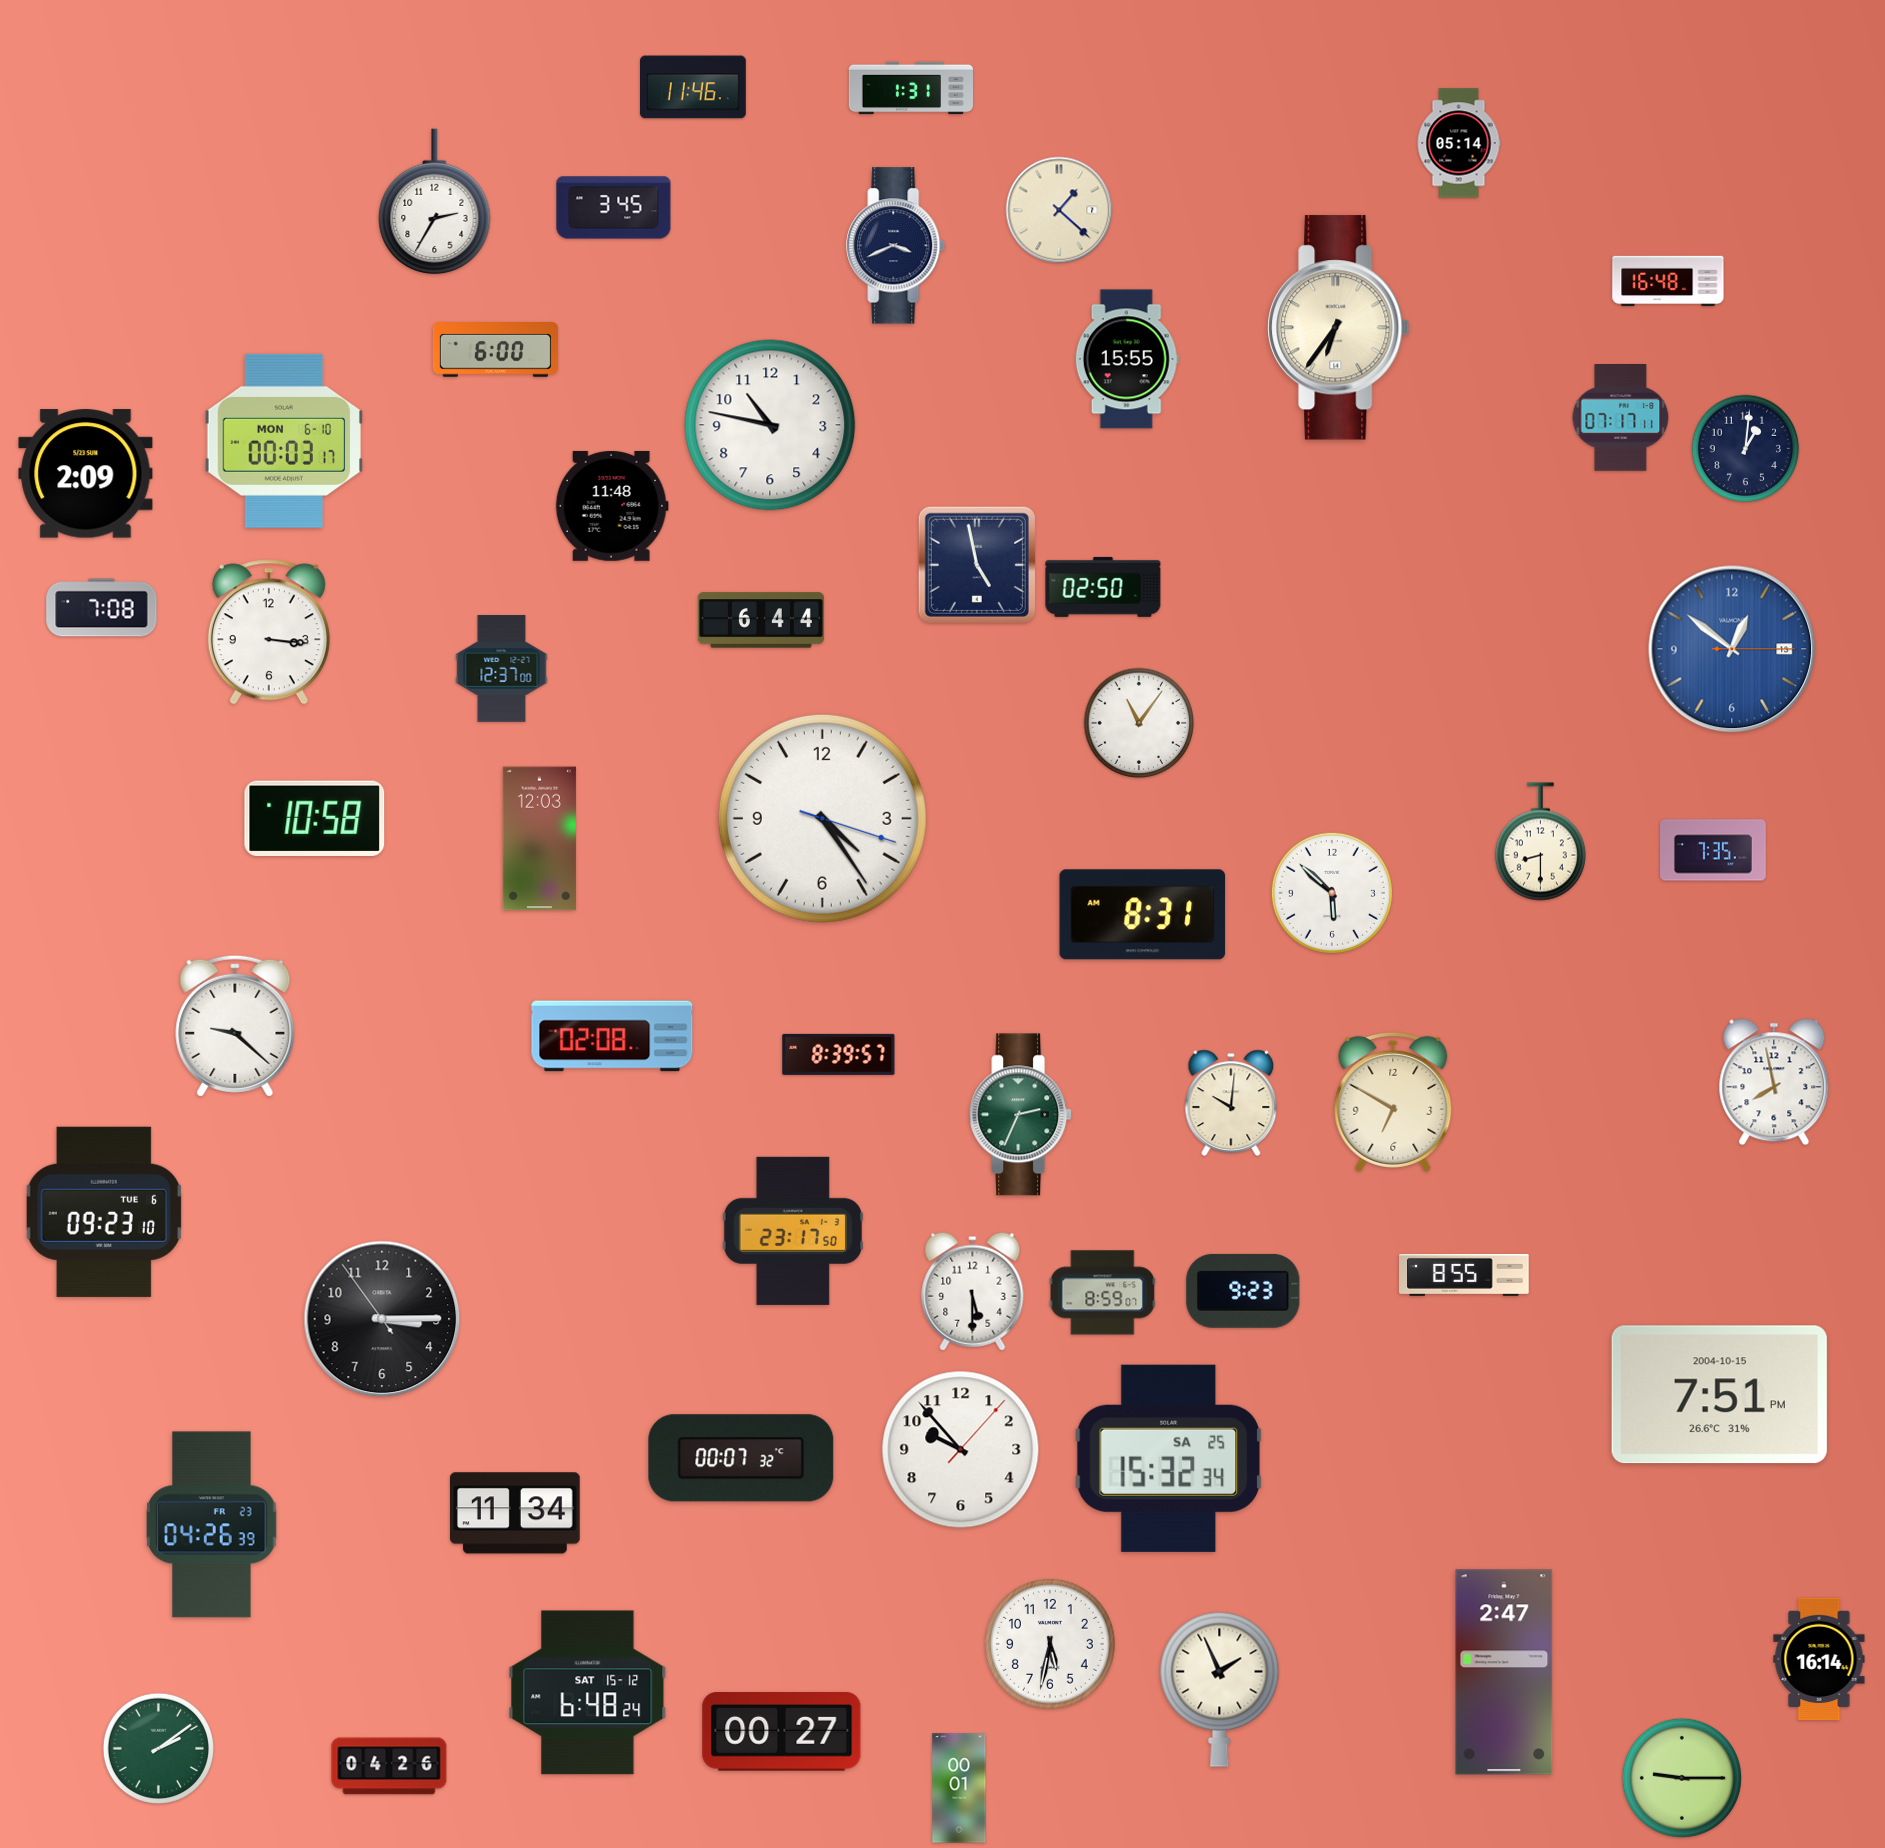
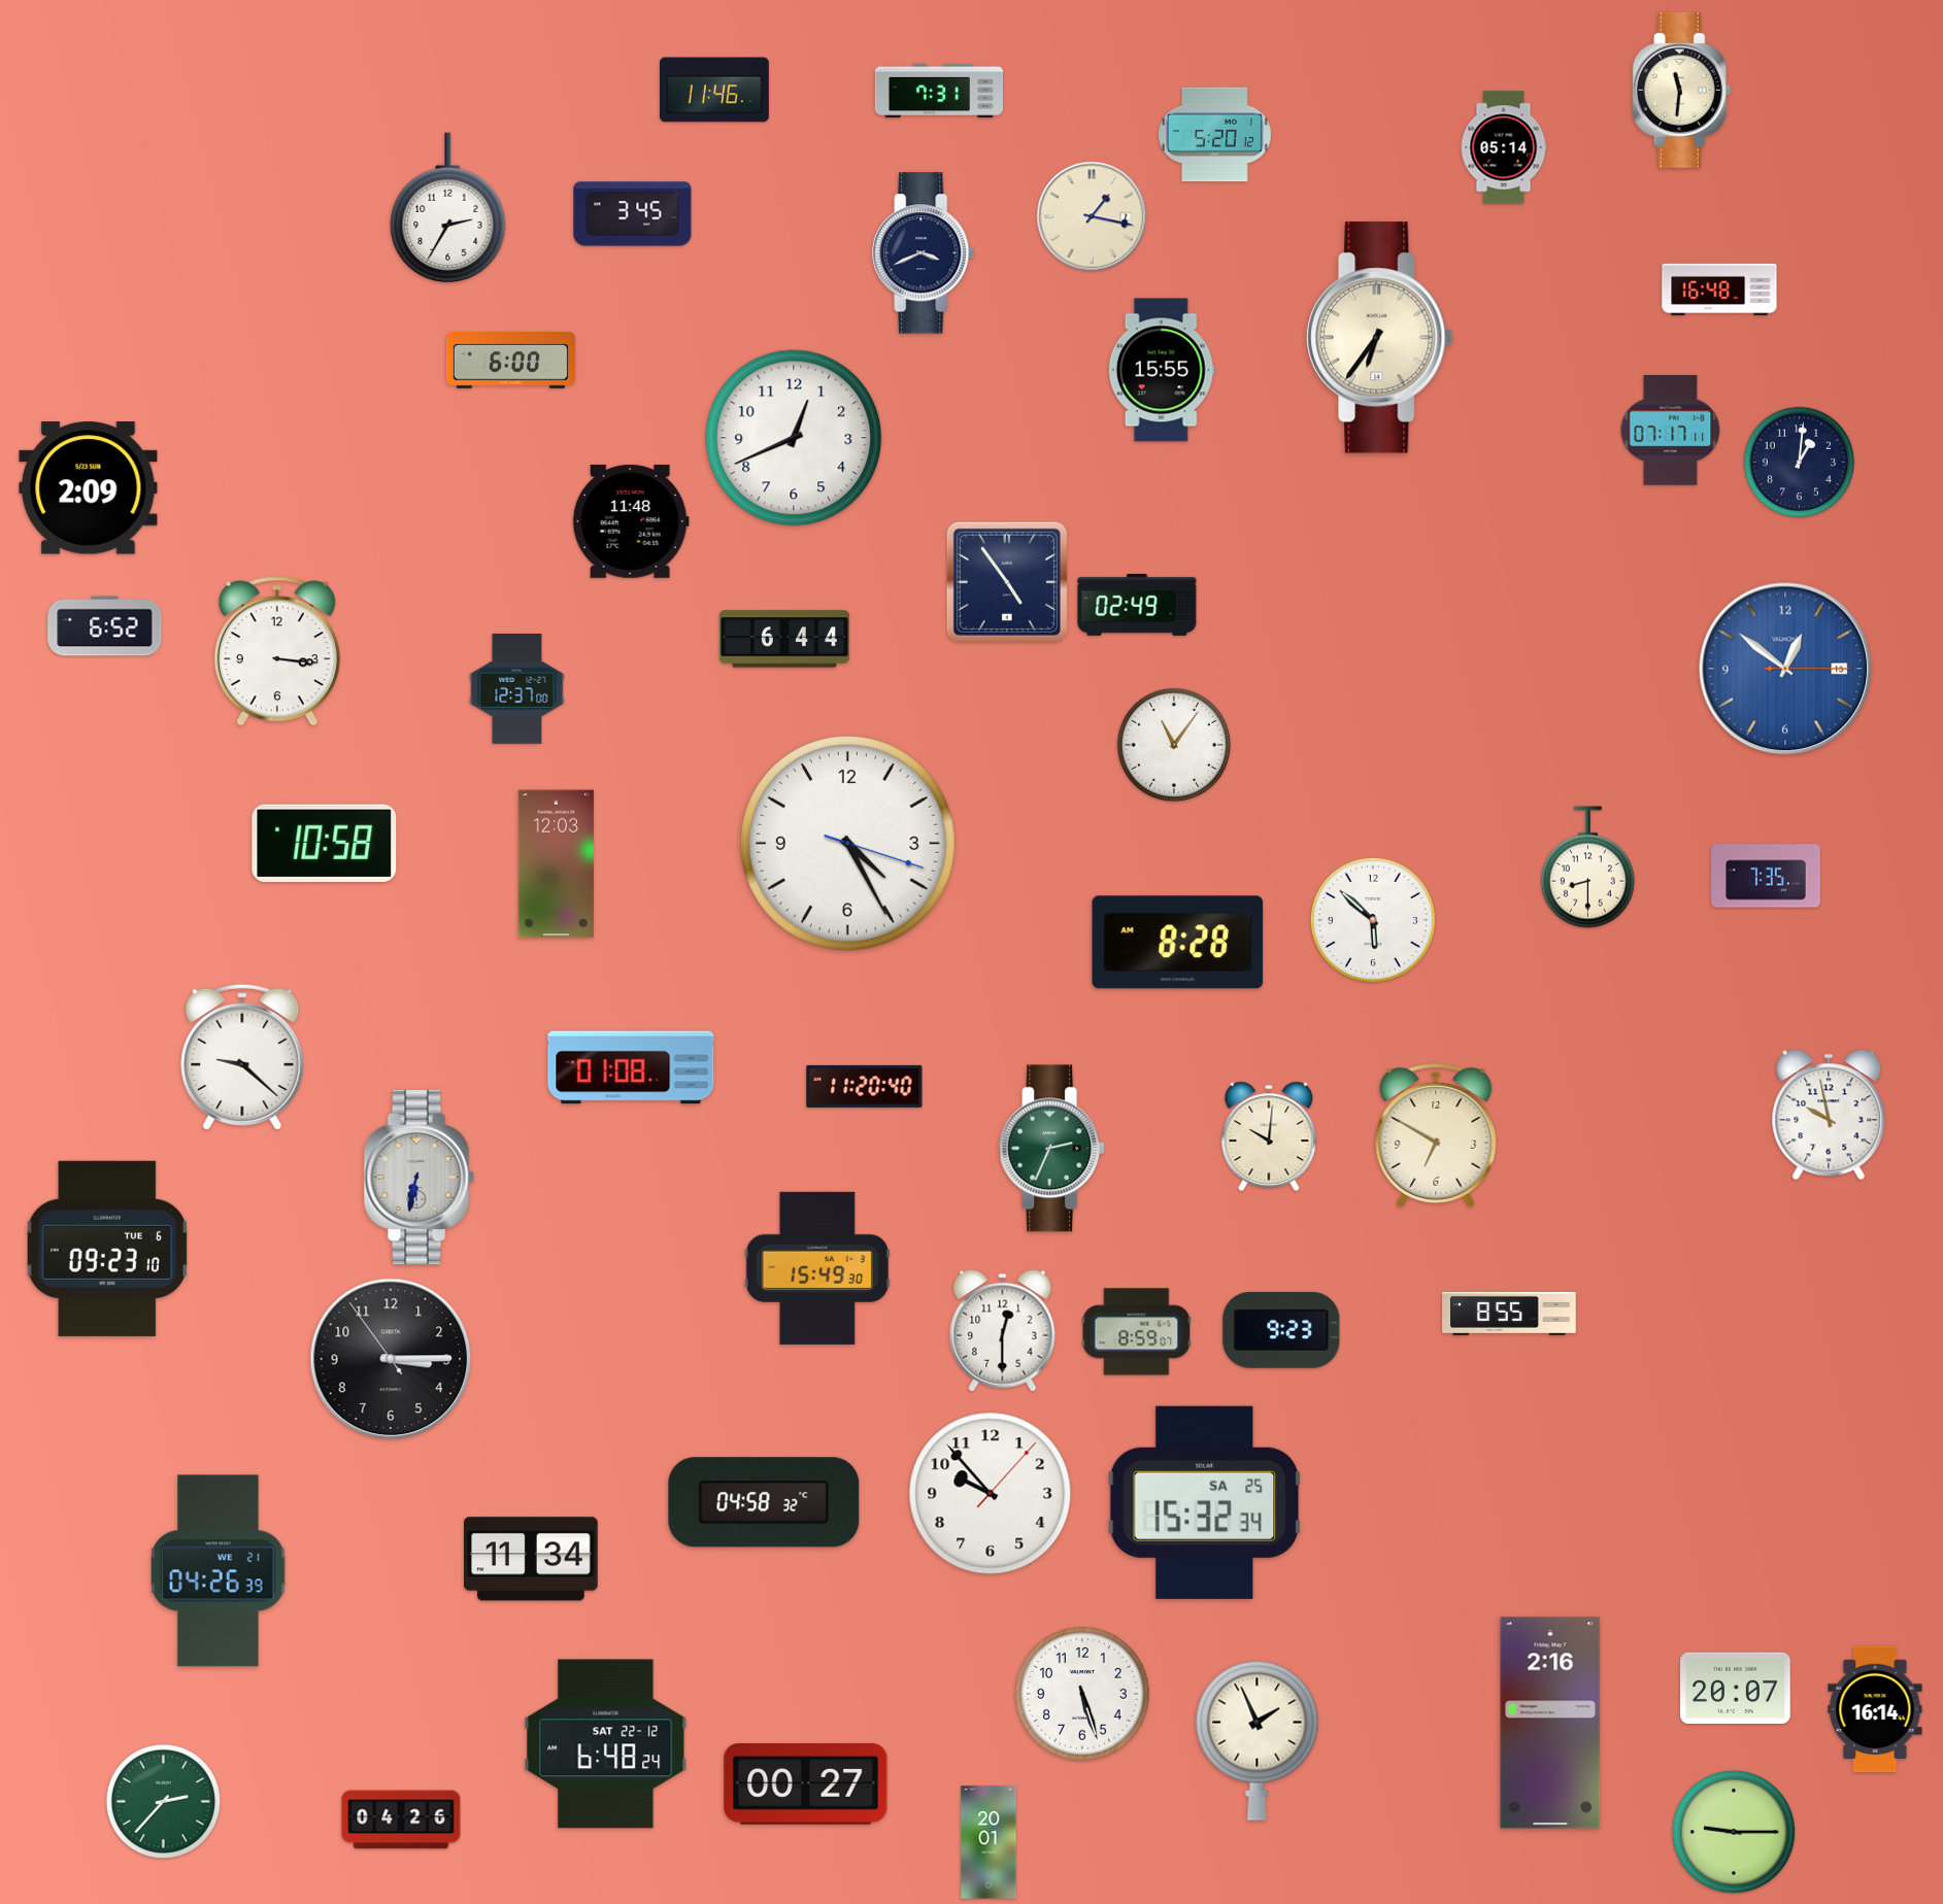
clock at (1682, 90): none -> 11:31
clock at (910, 88): 1:31 -> 7:31
clock at (1214, 135): none -> 5:20
clock at (1059, 210): 1:22 -> 1:17
clock at (770, 425): 10:47 -> 12:41
clock at (283, 441): 00:03 -> none
clock at (977, 565): 4:58 -> 4:54
clock at (1103, 587): 02:50 -> 02:49
clock at (102, 608): 7:08 -> 6:52
clock at (822, 818): 4:24 -> 4:25
clock at (1143, 915): 8:31 -> 8:28
clock at (612, 1036): 02:08 -> 01:08
clock at (839, 1054): 8:39 -> 11:20
clock at (1774, 1082): 7:58 -> 9:58
clock at (418, 1177): none -> 6:32
clock at (792, 1231): 23:17 -> 15:49
clock at (973, 1291): 5:30 -> 12:30
clock at (382, 1319) position: (382, 1319) -> (391, 1359)
clock at (1719, 1395): 7:51 -> none
clock at (741, 1458): 00:07 -> 04:58
clock at (212, 1525) date: FR 23 -> WE 21
clock at (1736, 1688): none -> 20:07
clock at (1050, 1644): 5:32 -> 5:27
clock at (1504, 1672): 2:47 -> 2:16
clock at (588, 1693) date: SAT 15-12 -> SAT 22-12
clock at (158, 1748): 2:09 -> 2:37
clock at (959, 1788): 00:01 -> 20:01
